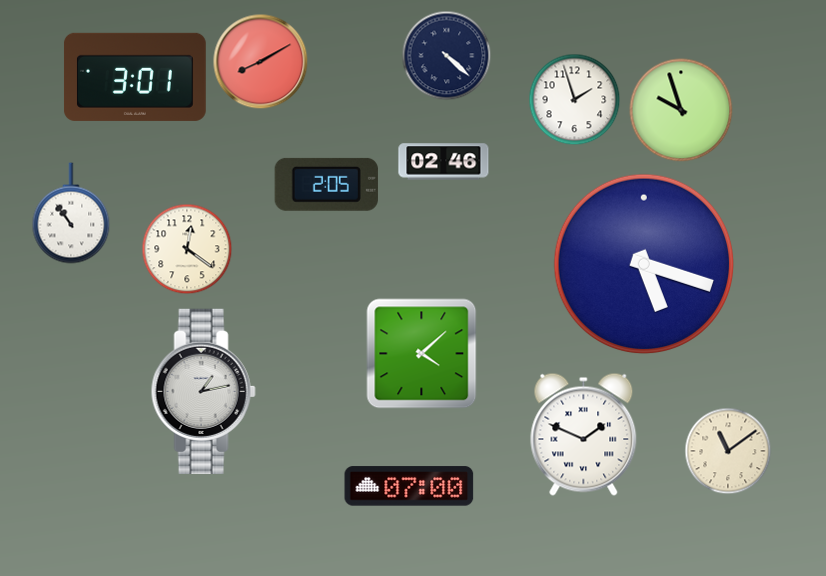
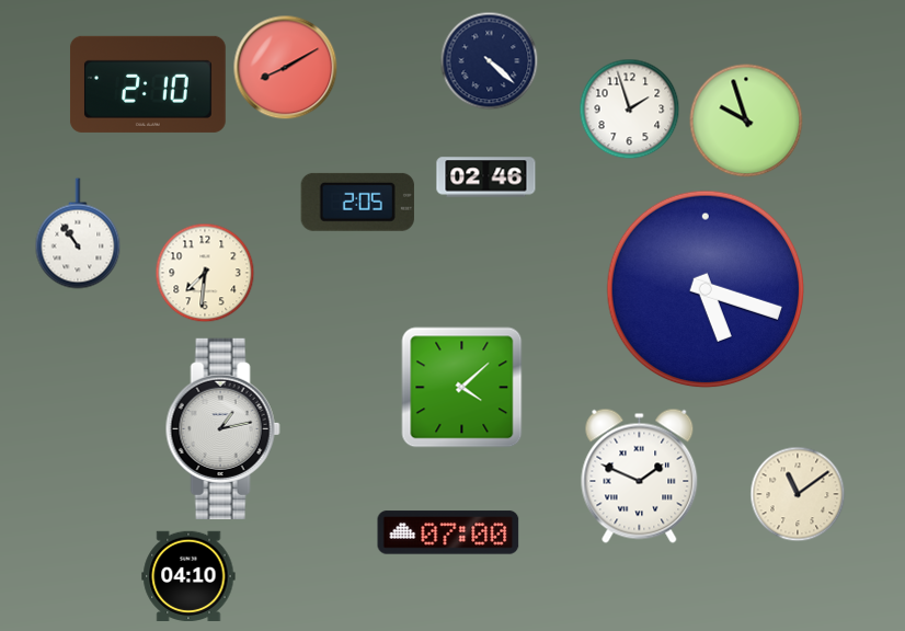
clock at (135, 77): 3:01 -> 2:10
clock at (187, 249): 12:21 -> 7:31
clock at (188, 575): none -> 04:10
